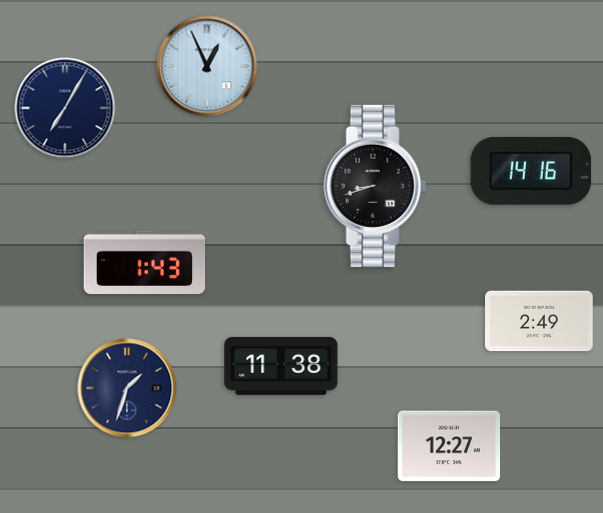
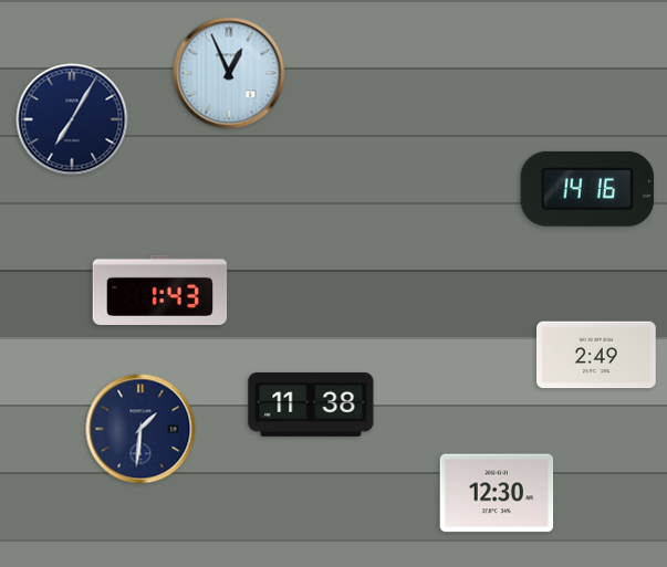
clock at (375, 186): 8:42 -> none
clock at (127, 388): 1:33 -> 1:31
clock at (449, 446): 12:27 -> 12:30
